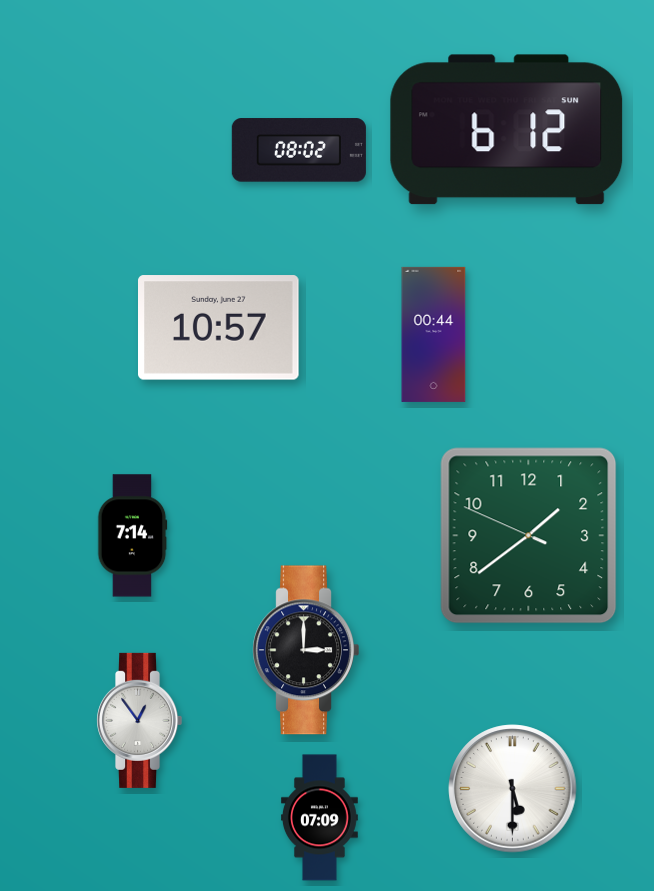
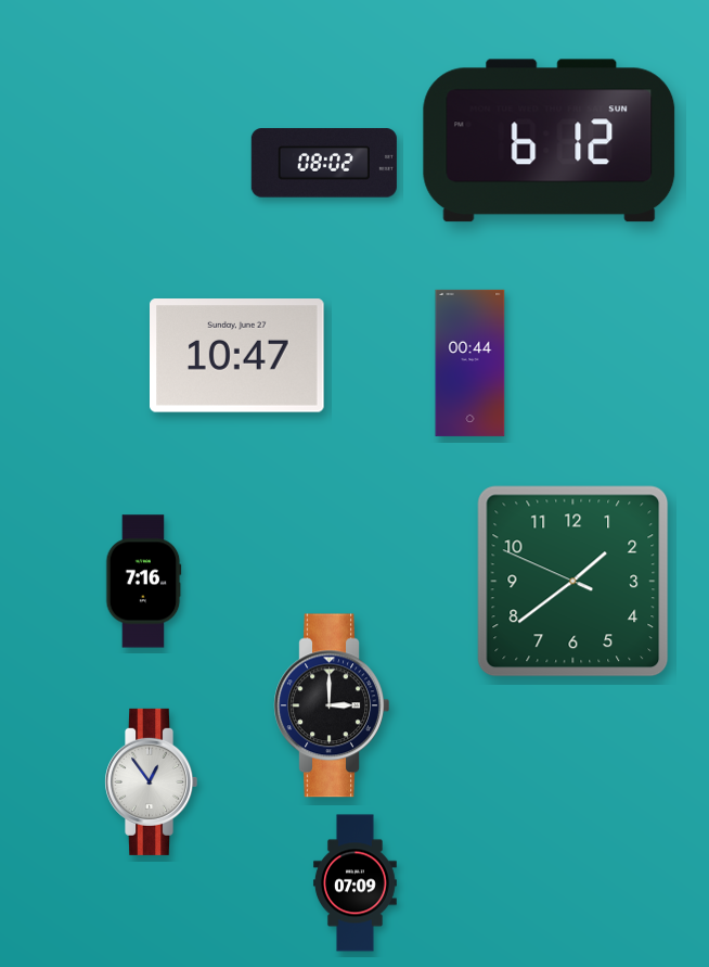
clock at (219, 328): 10:57 -> 10:47
clock at (133, 536): 7:14 -> 7:16
clock at (513, 789): 5:30 -> none
clock at (320, 818) position: (320, 818) -> (356, 883)
